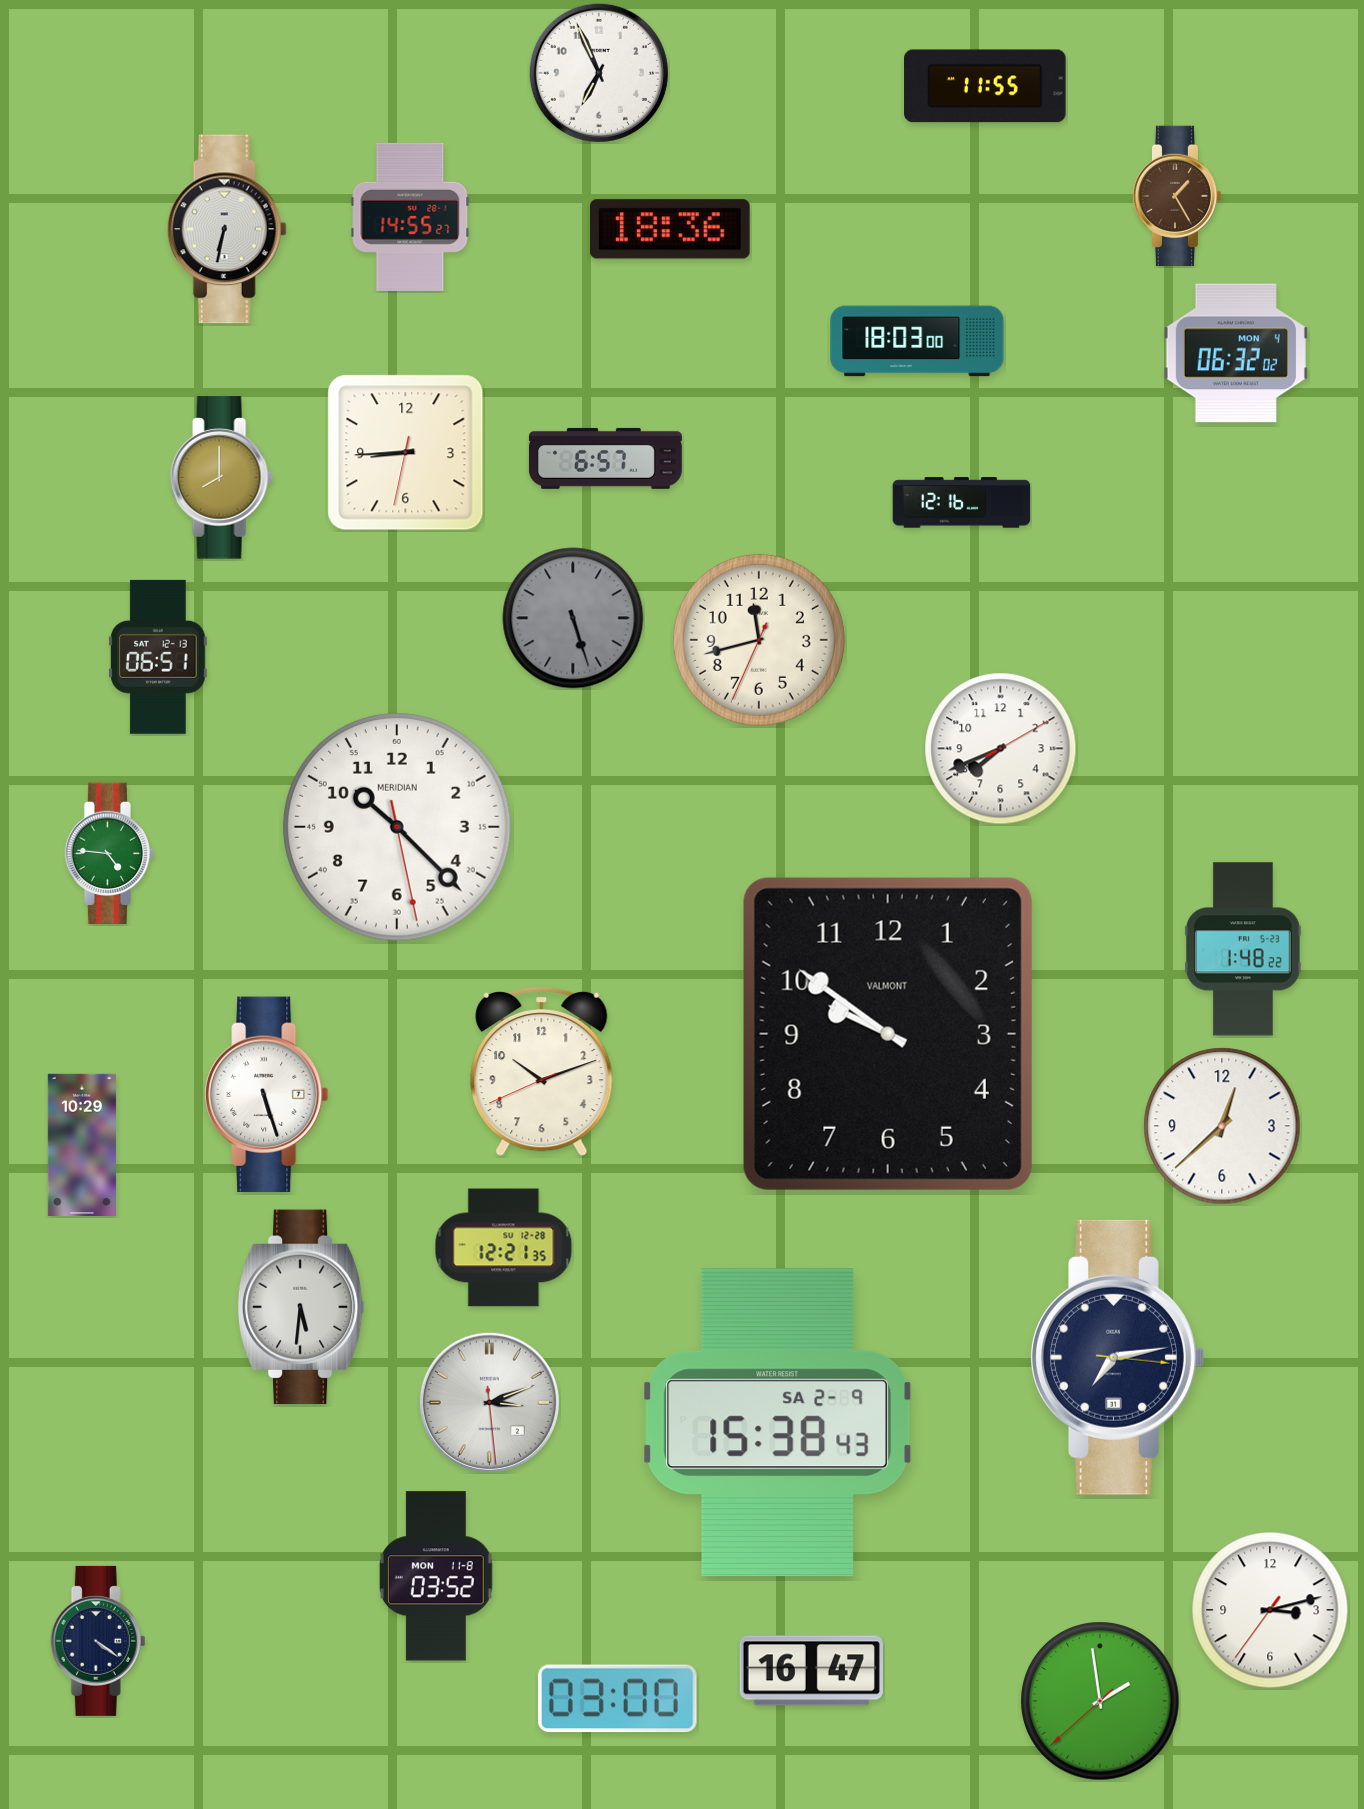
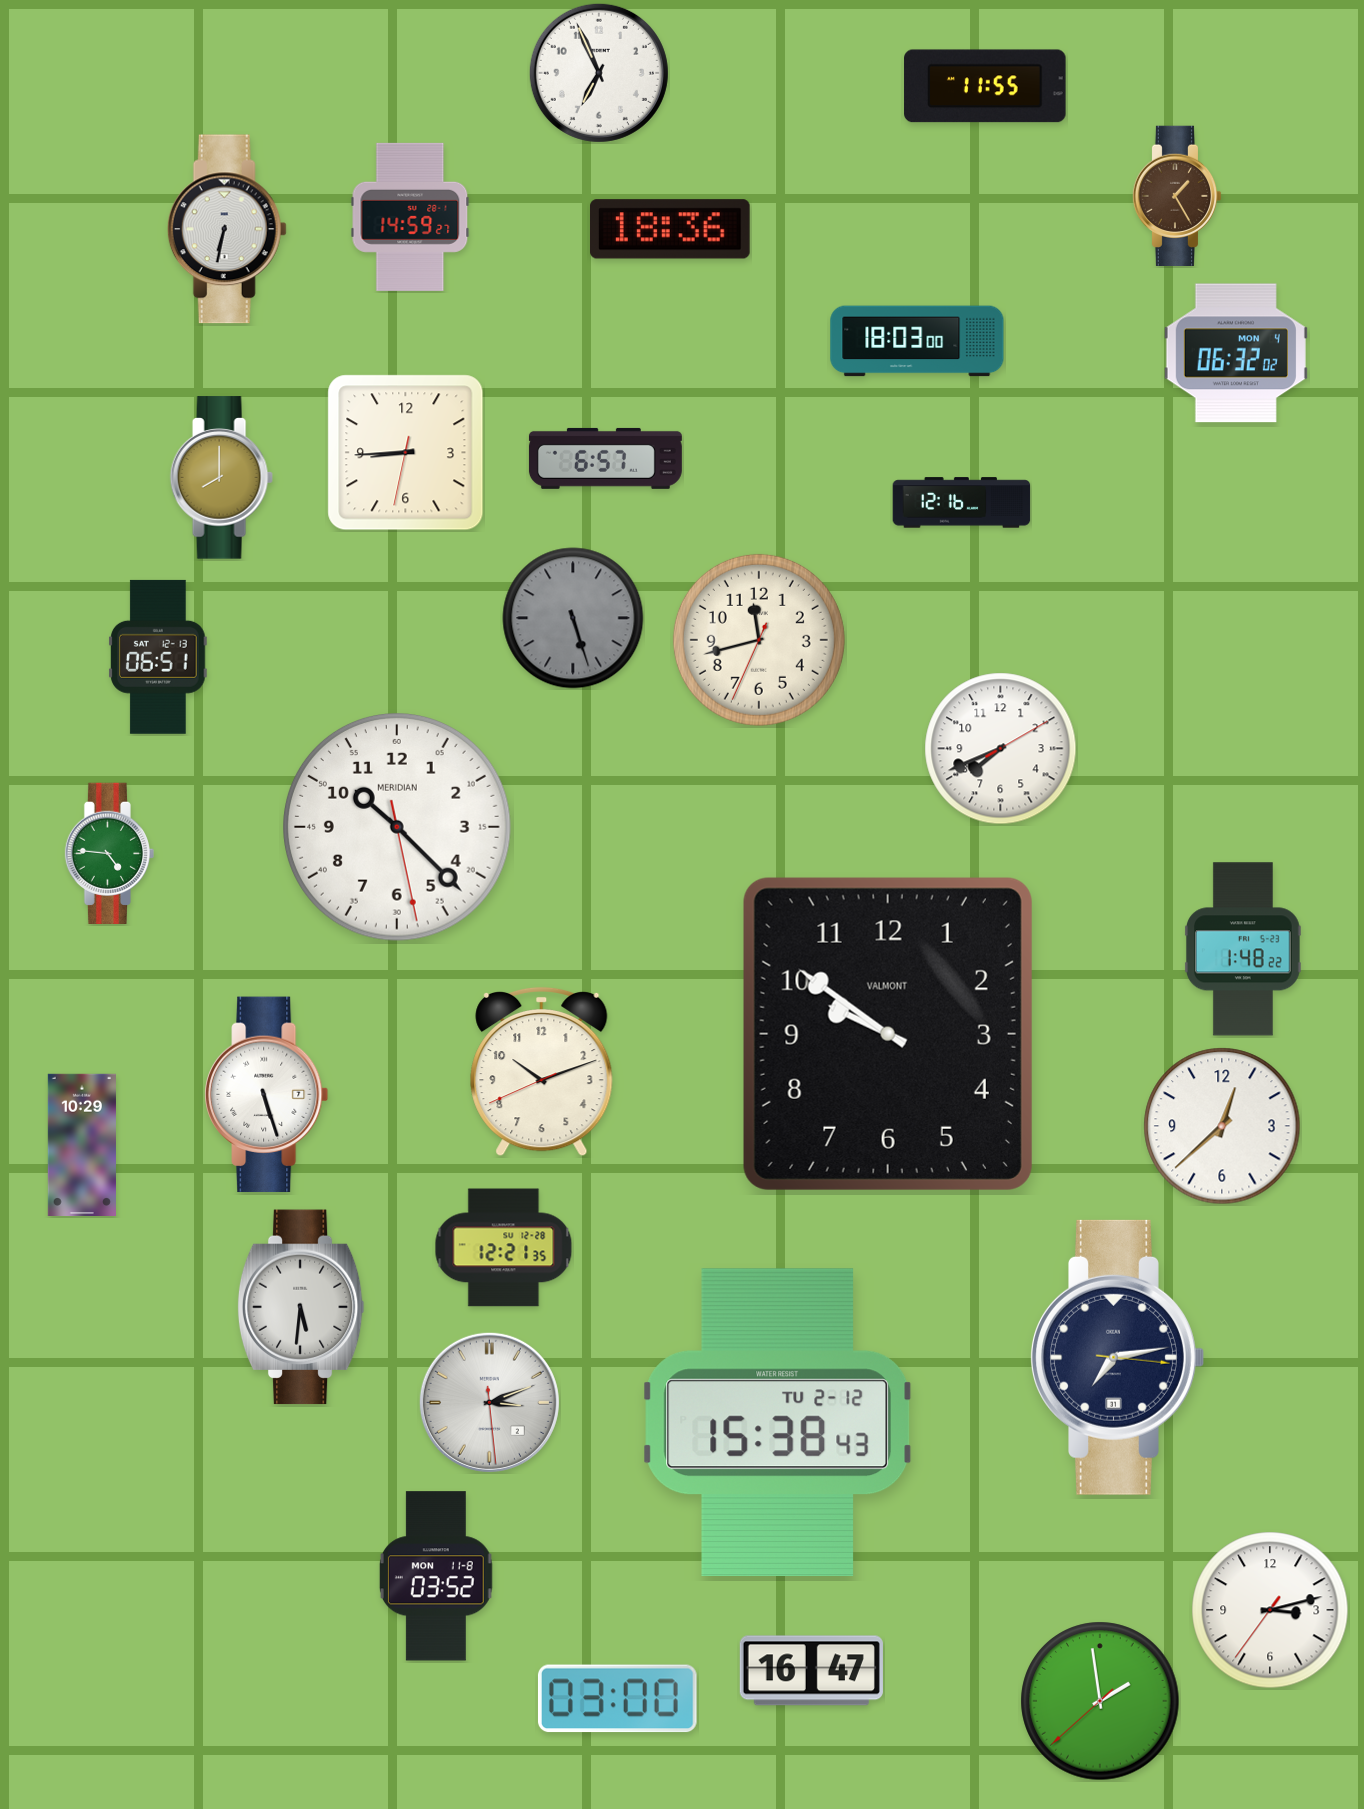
clock at (410, 217): 14:55 -> 14:59
clock at (778, 1422) date: SA 2-9 -> TU 2-12
clock at (98, 1641): 4:21 -> none
